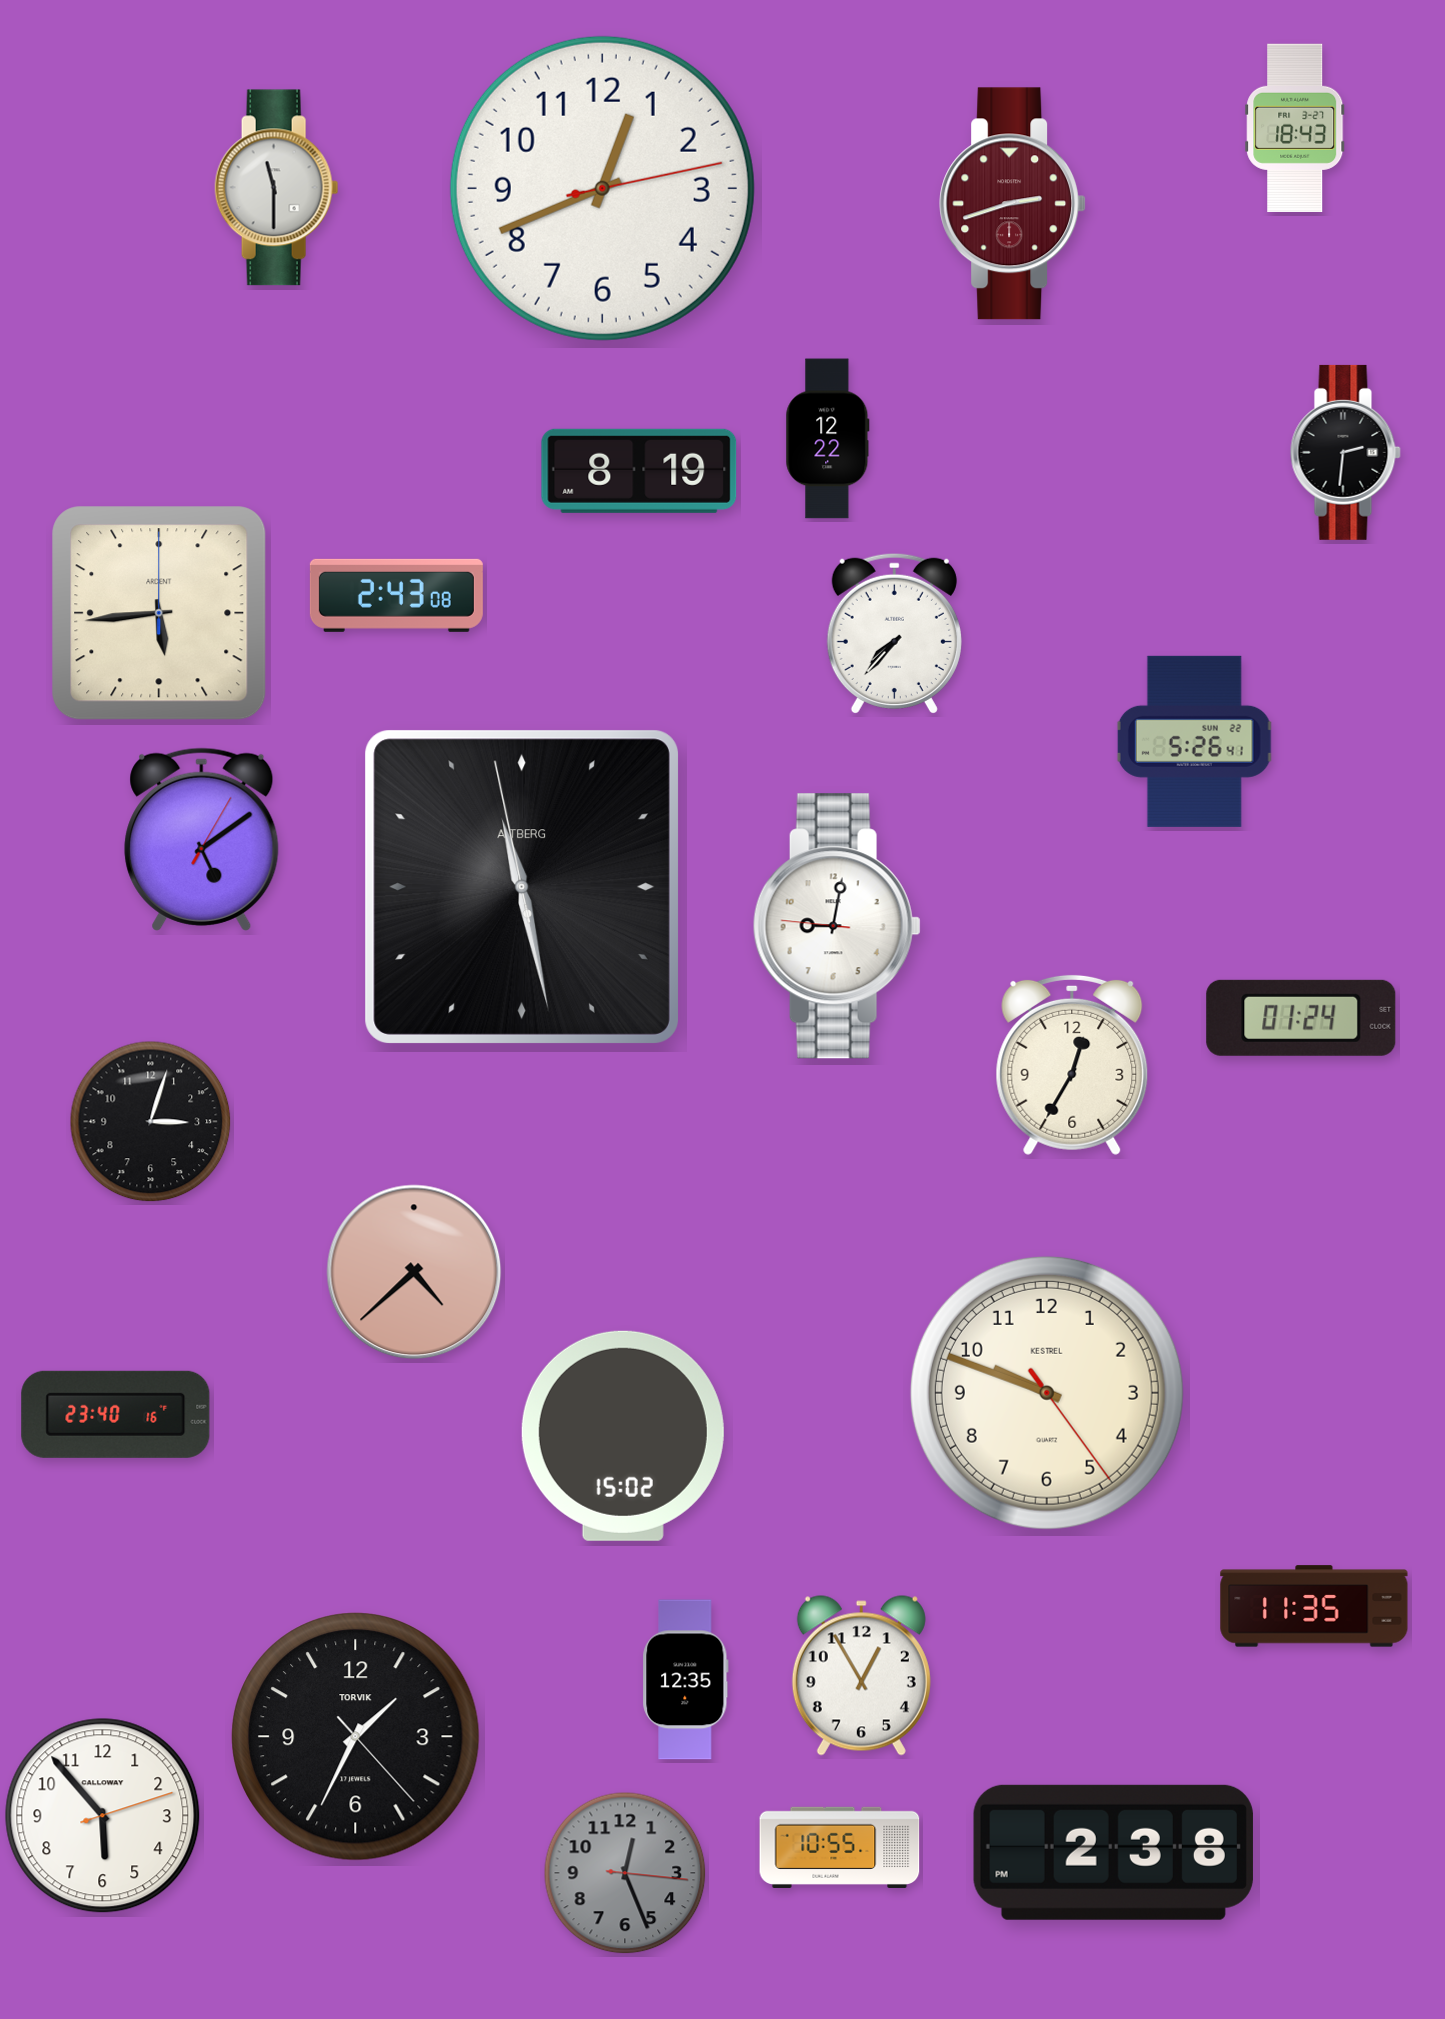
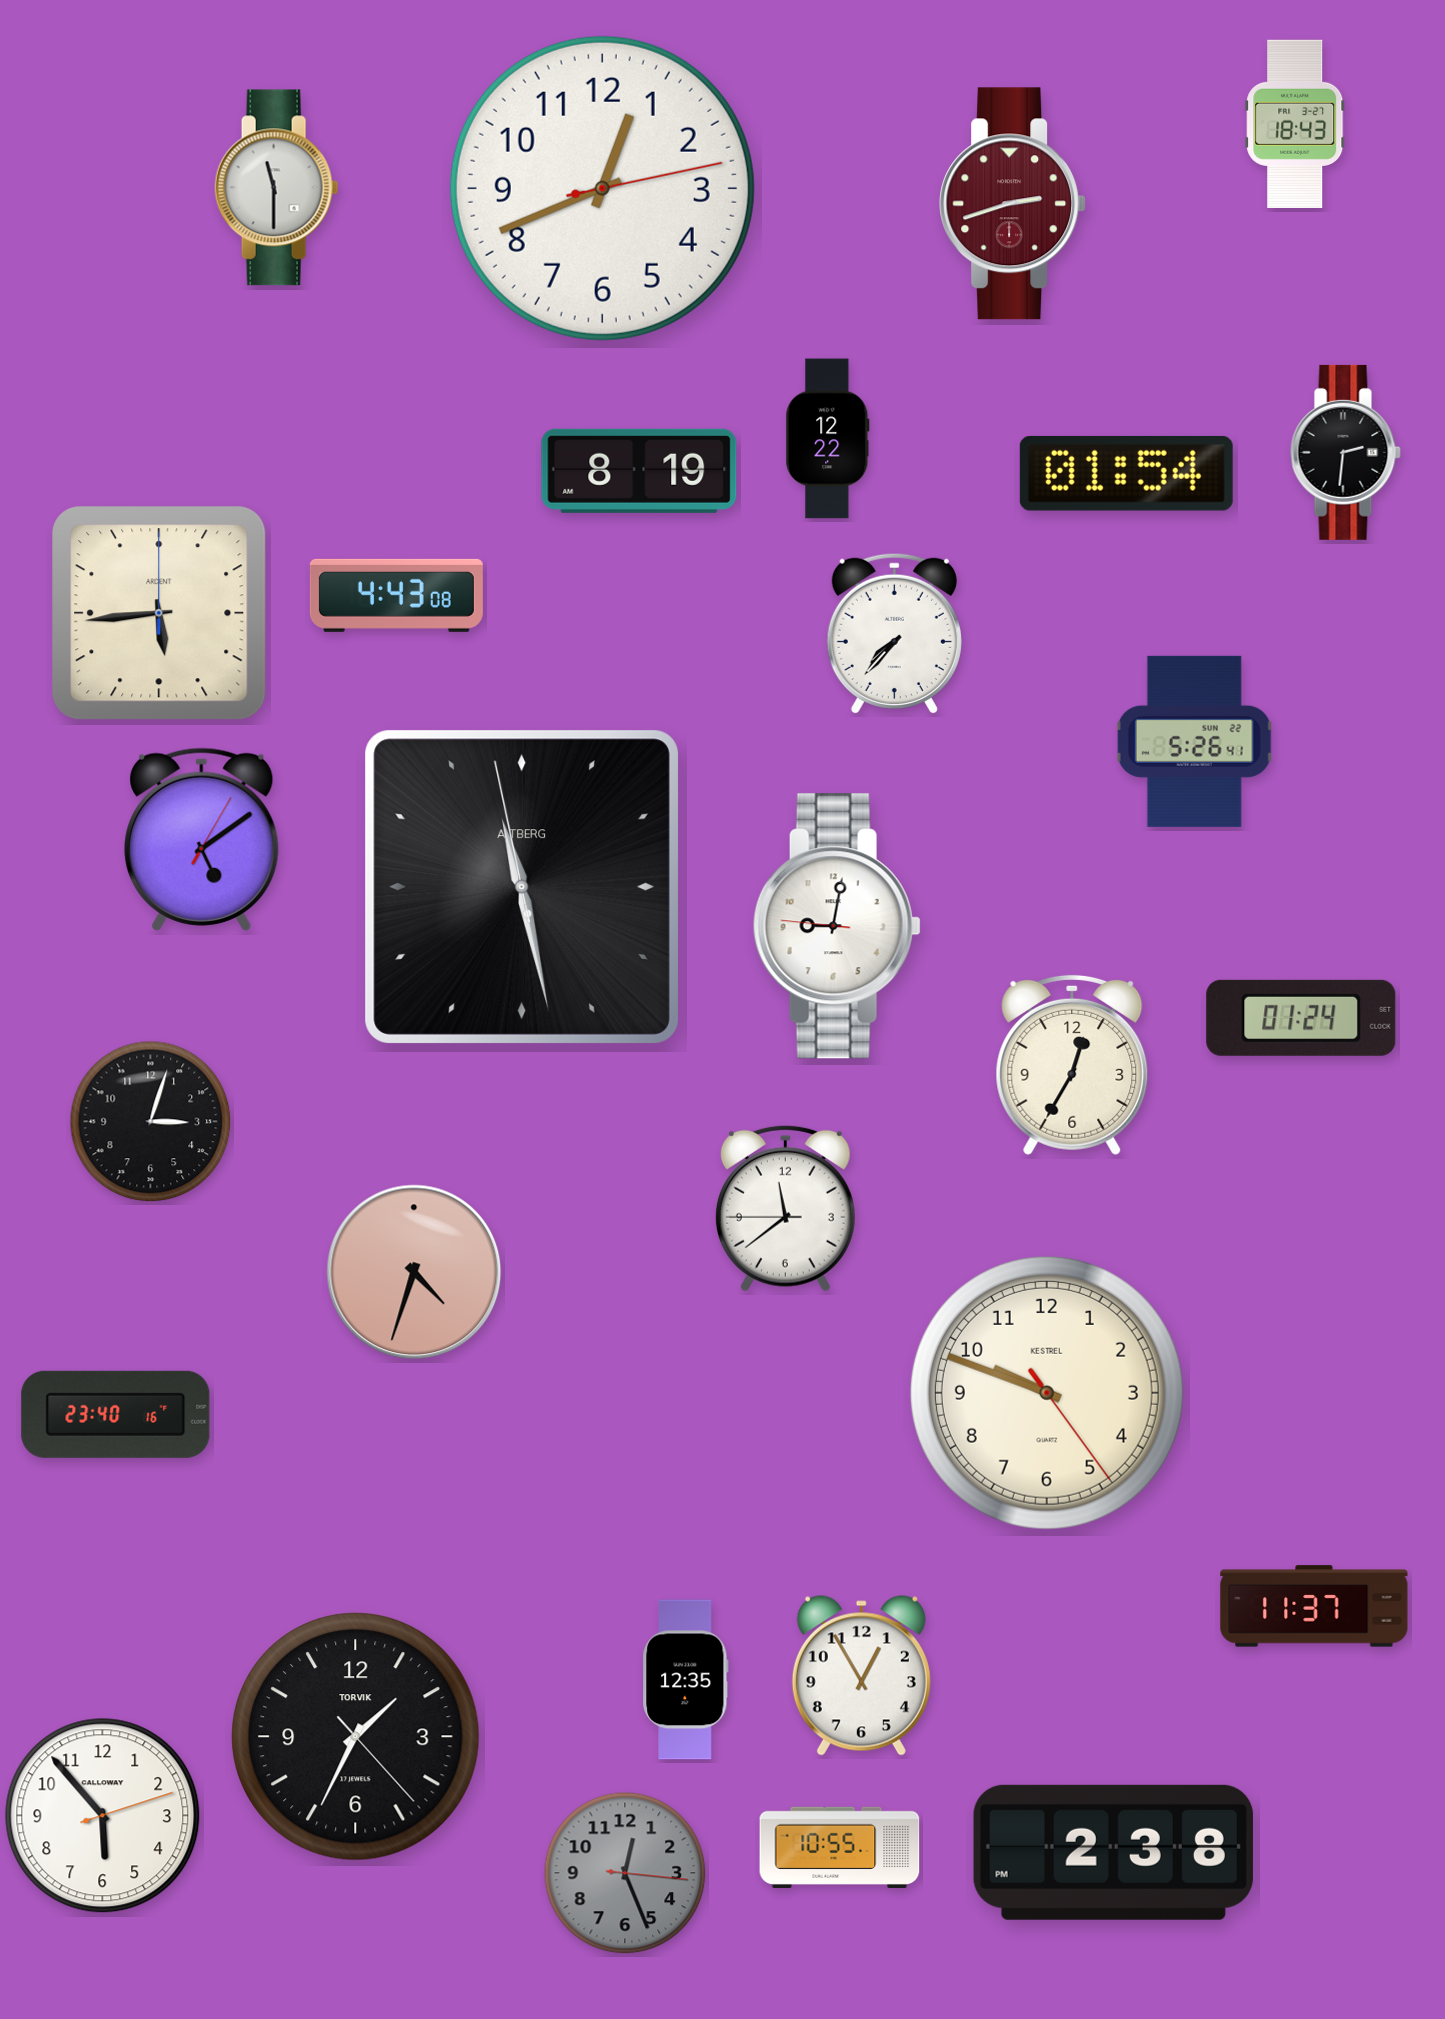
clock at (1295, 128) position: (1295, 128) -> (1295, 124)
clock at (1126, 473): none -> 01:54
clock at (396, 595): 2:43 -> 4:43
clock at (785, 1208): none -> 11:38
clock at (414, 1272): 4:38 -> 4:33
clock at (623, 1436): 15:02 -> none
clock at (1314, 1606): 11:35 -> 11:37
